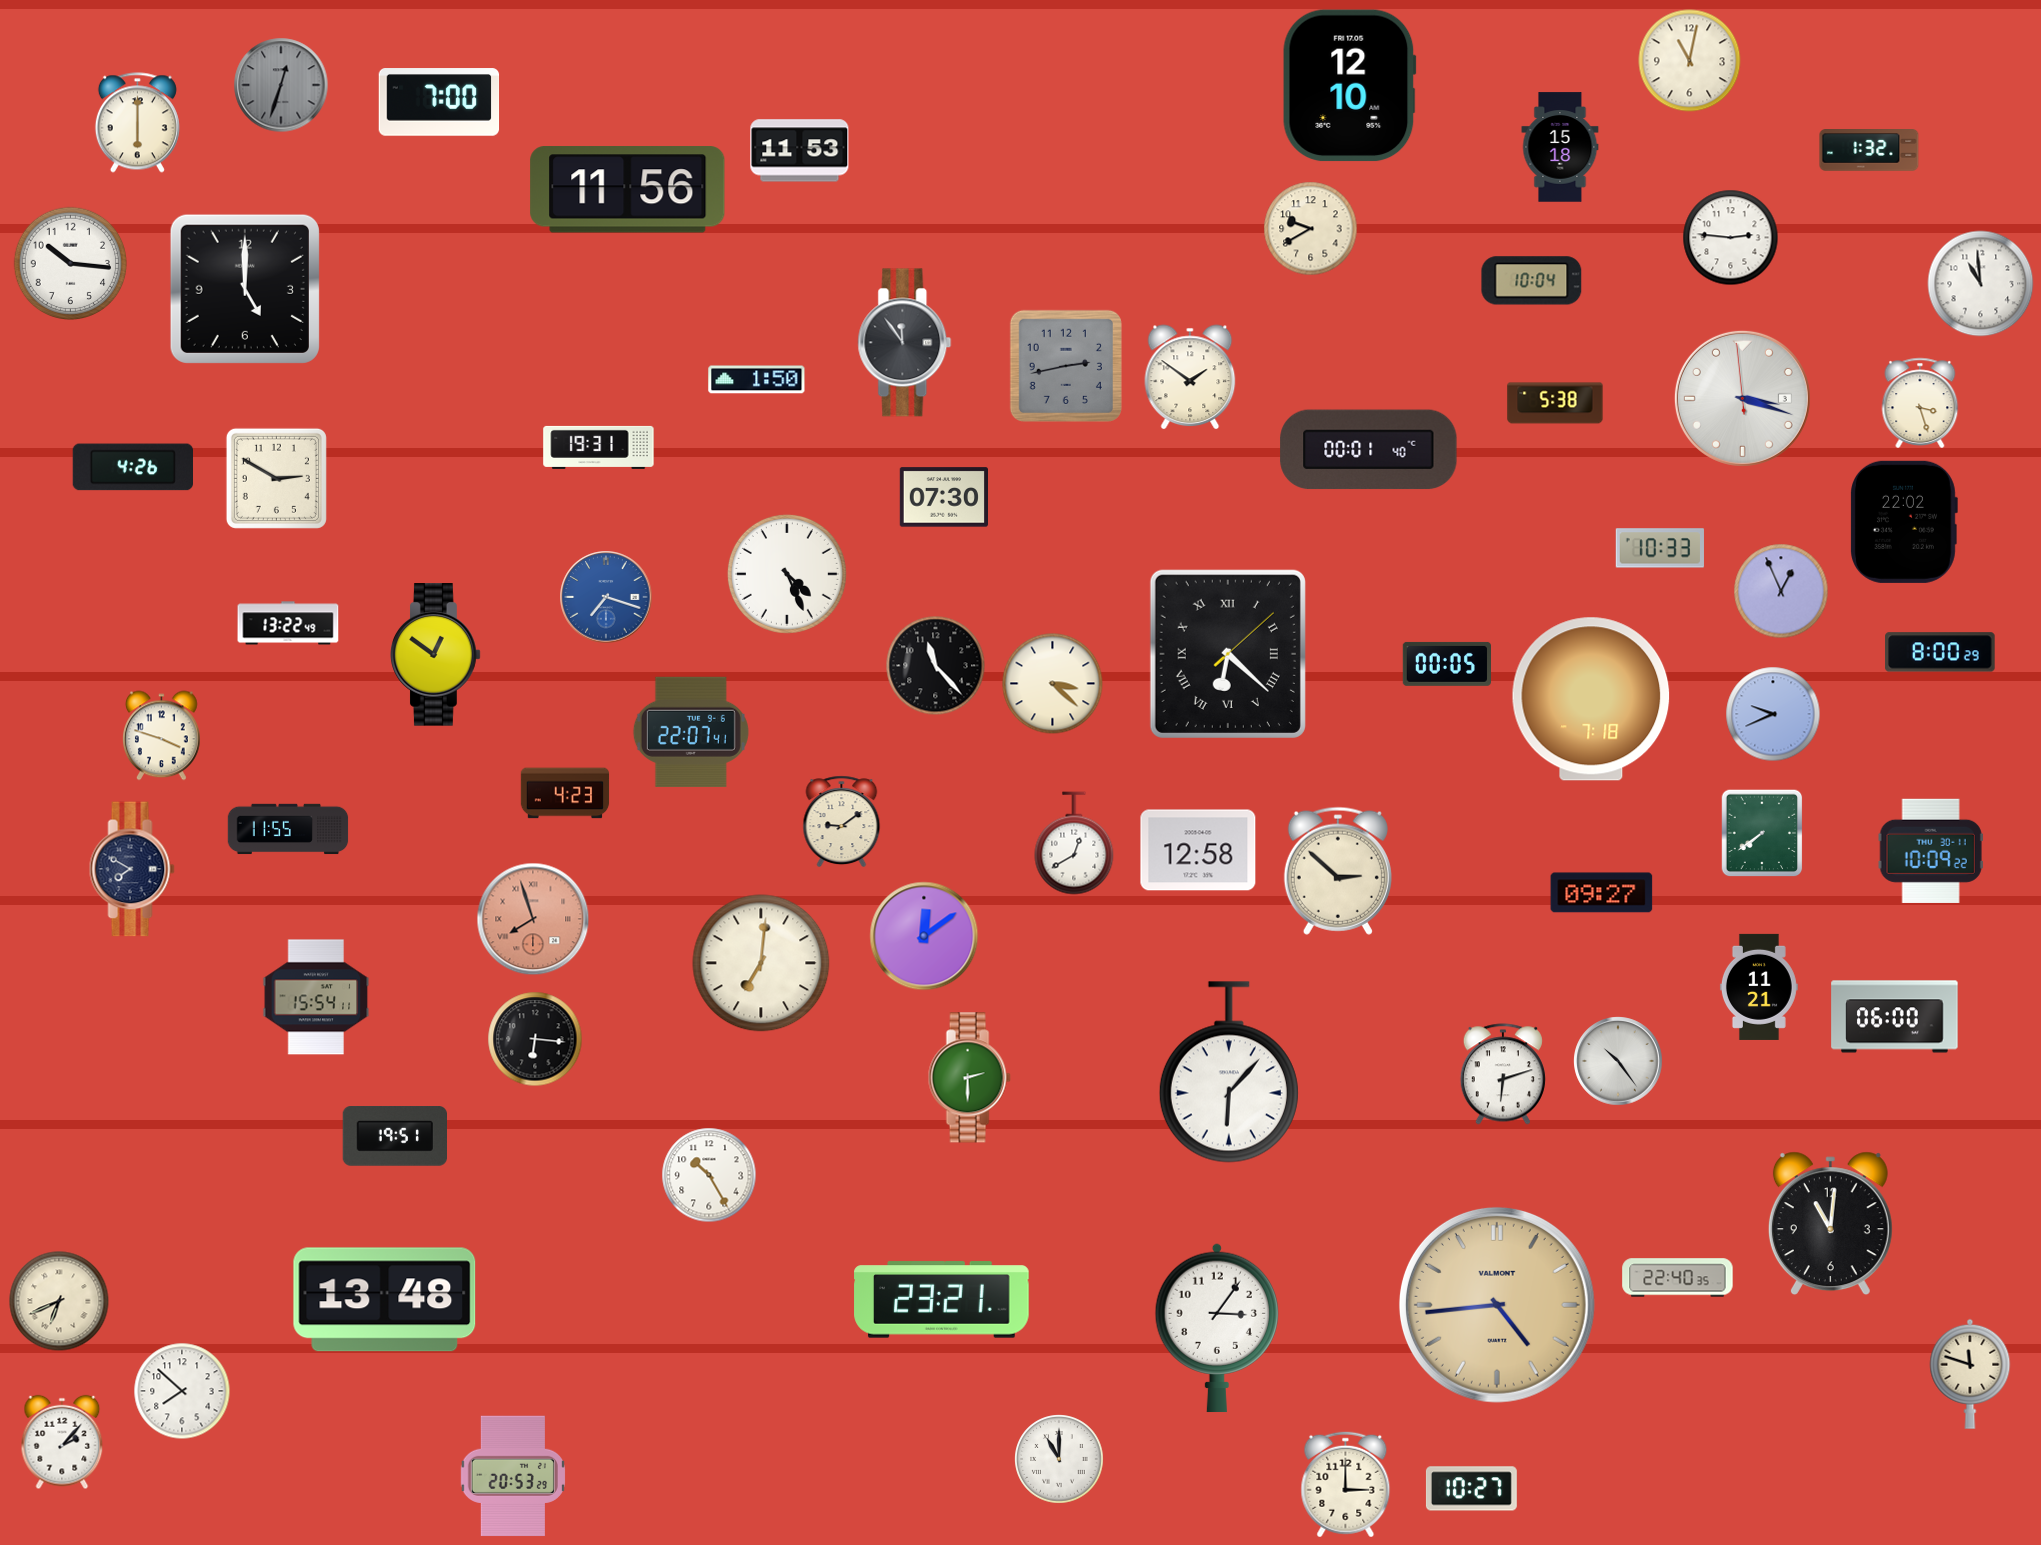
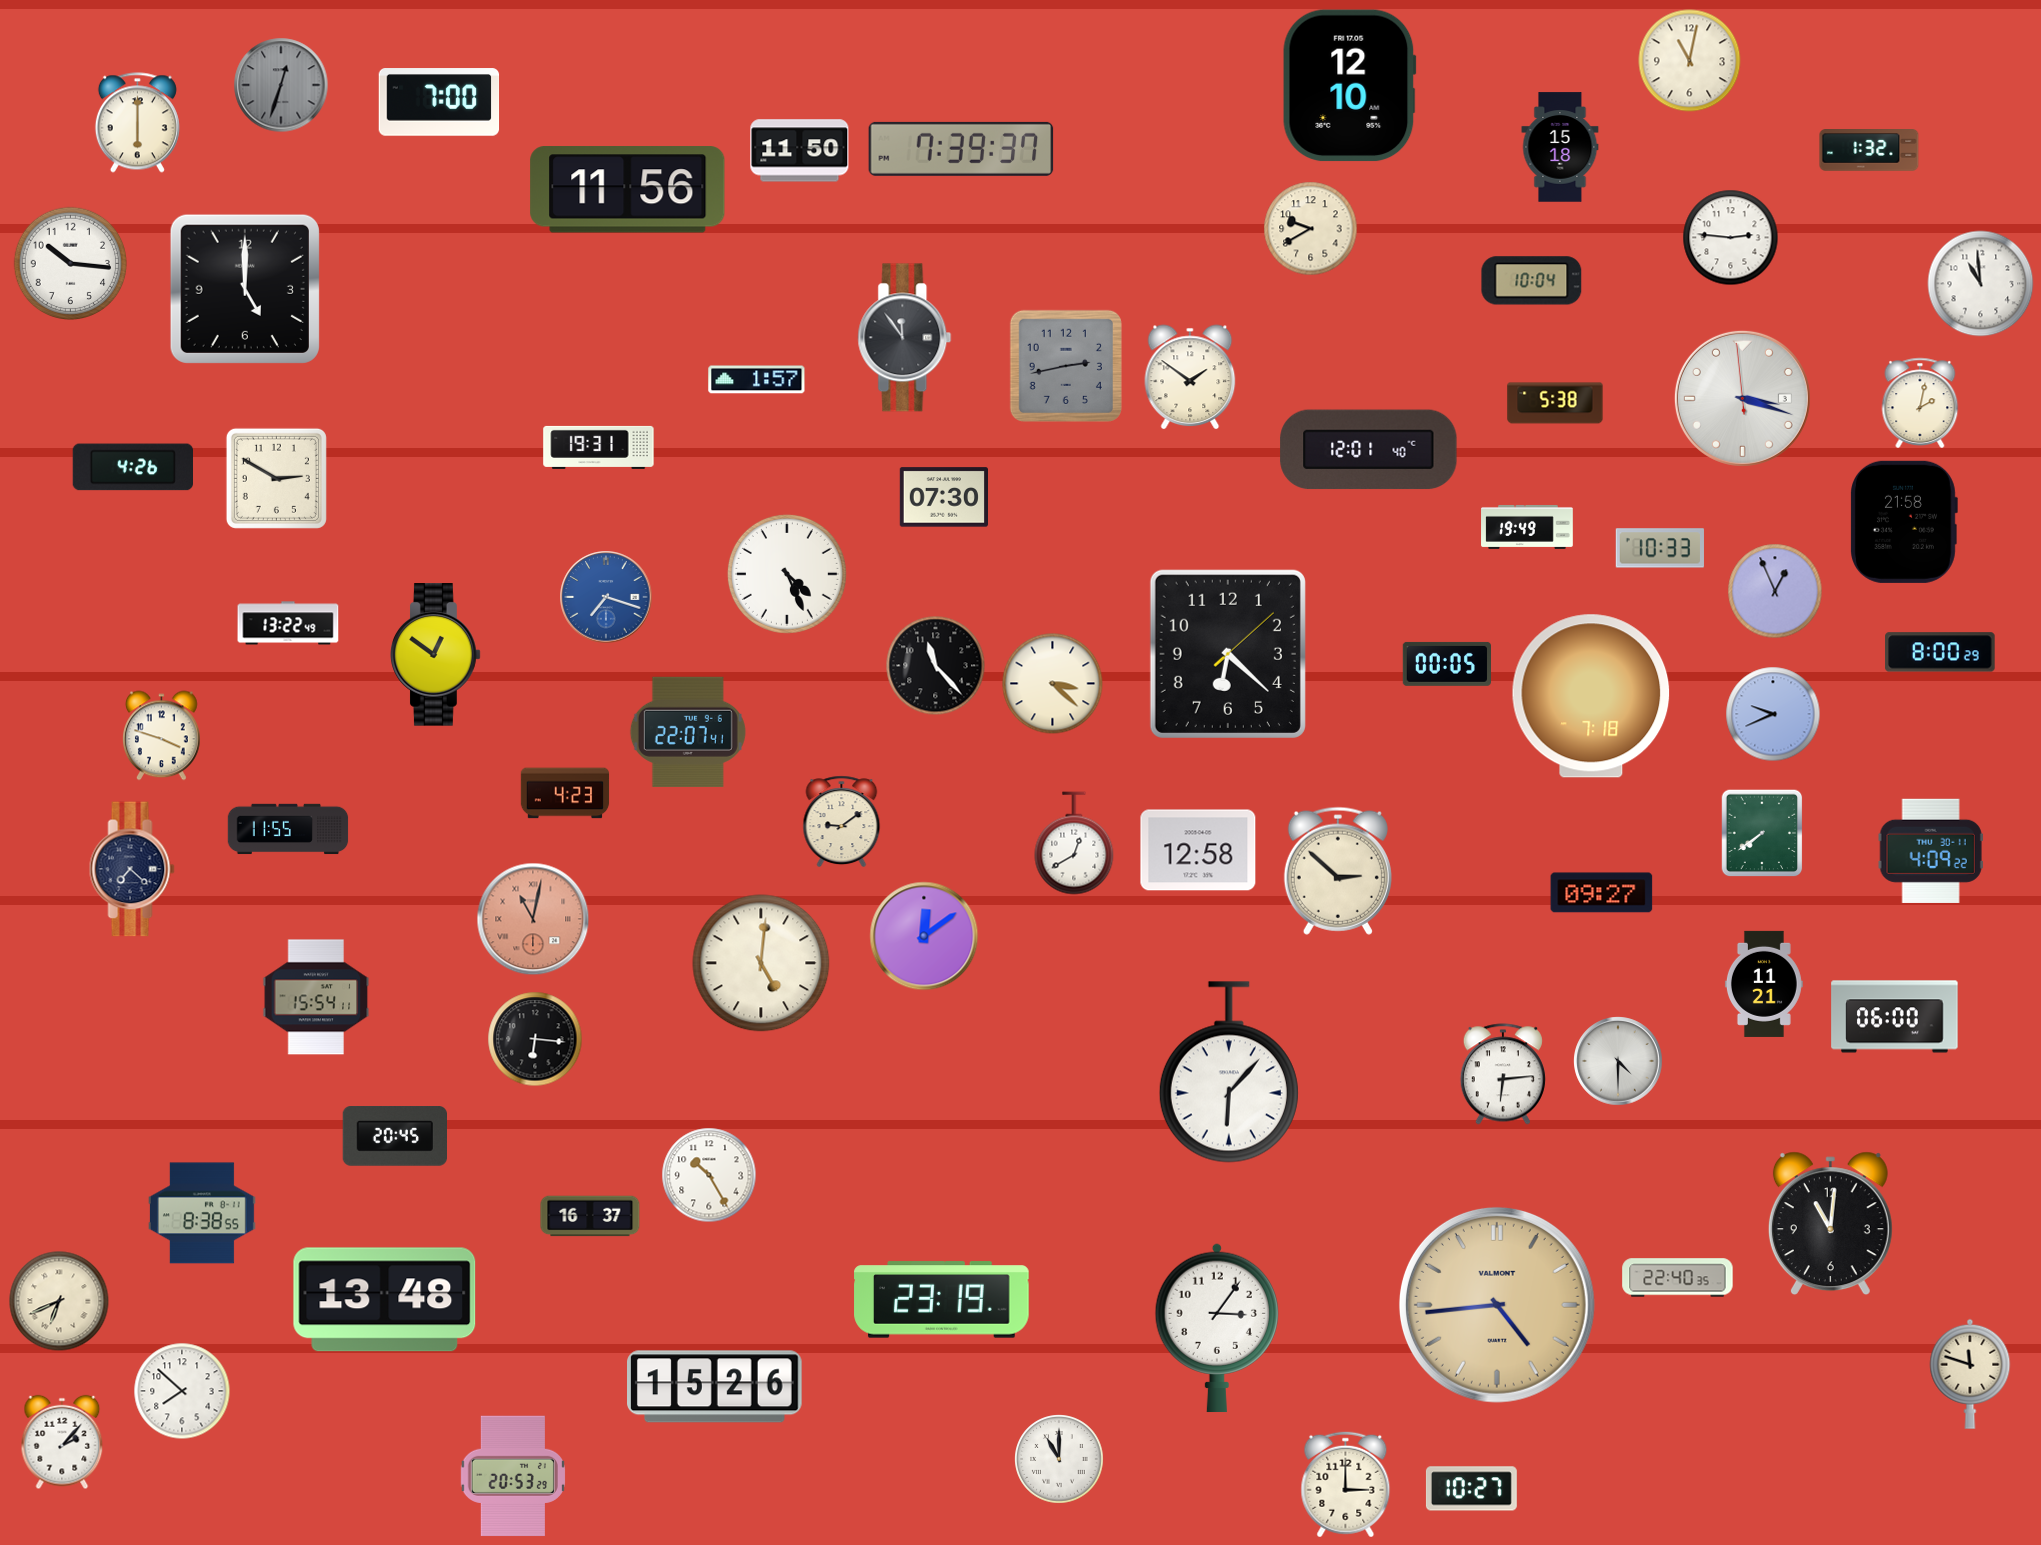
clock at (961, 149): none -> 7:39
clock at (800, 151): 11:53 -> 11:50
clock at (905, 343) position: (905, 343) -> (905, 338)
clock at (757, 380): 1:50 -> 1:57
clock at (1920, 402): 3:27 -> 2:02
clock at (1369, 450): 00:01 -> 12:01
clock at (1904, 522): 22:02 -> 21:58
clock at (1527, 527): none -> 19:49
clock at (1781, 591) position: (1781, 591) -> (1775, 591)
clock at (1228, 654) numerals: Roman -> Arabic
clock at (1591, 699) position: (1591, 699) -> (1591, 696)
clock at (691, 732) position: (691, 732) -> (688, 732)
clock at (1931, 851): 10:09 -> 4:09
clock at (132, 869): 7:50 -> 7:22
clock at (533, 919): 7:57 -> 11:02
clock at (761, 963): 7:01 -> 5:01
clock at (1759, 987) position: (1759, 987) -> (1764, 984)
clock at (1618, 1061): 10:24 -> 4:30
clock at (1503, 1074): 6:12 -> 6:14
clock at (969, 1078): 2:30 -> none
clock at (394, 1137): 19:51 -> 20:45
clock at (202, 1213): none -> 8:38
clock at (590, 1216): none -> 16:37
clock at (942, 1300): 23:21 -> 23:19
clock at (715, 1387): none -> 15:26
